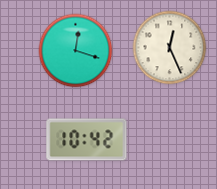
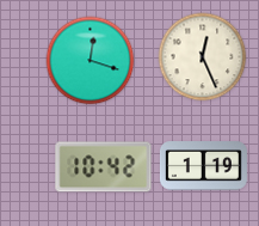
clock at (203, 166): none -> 1:19
